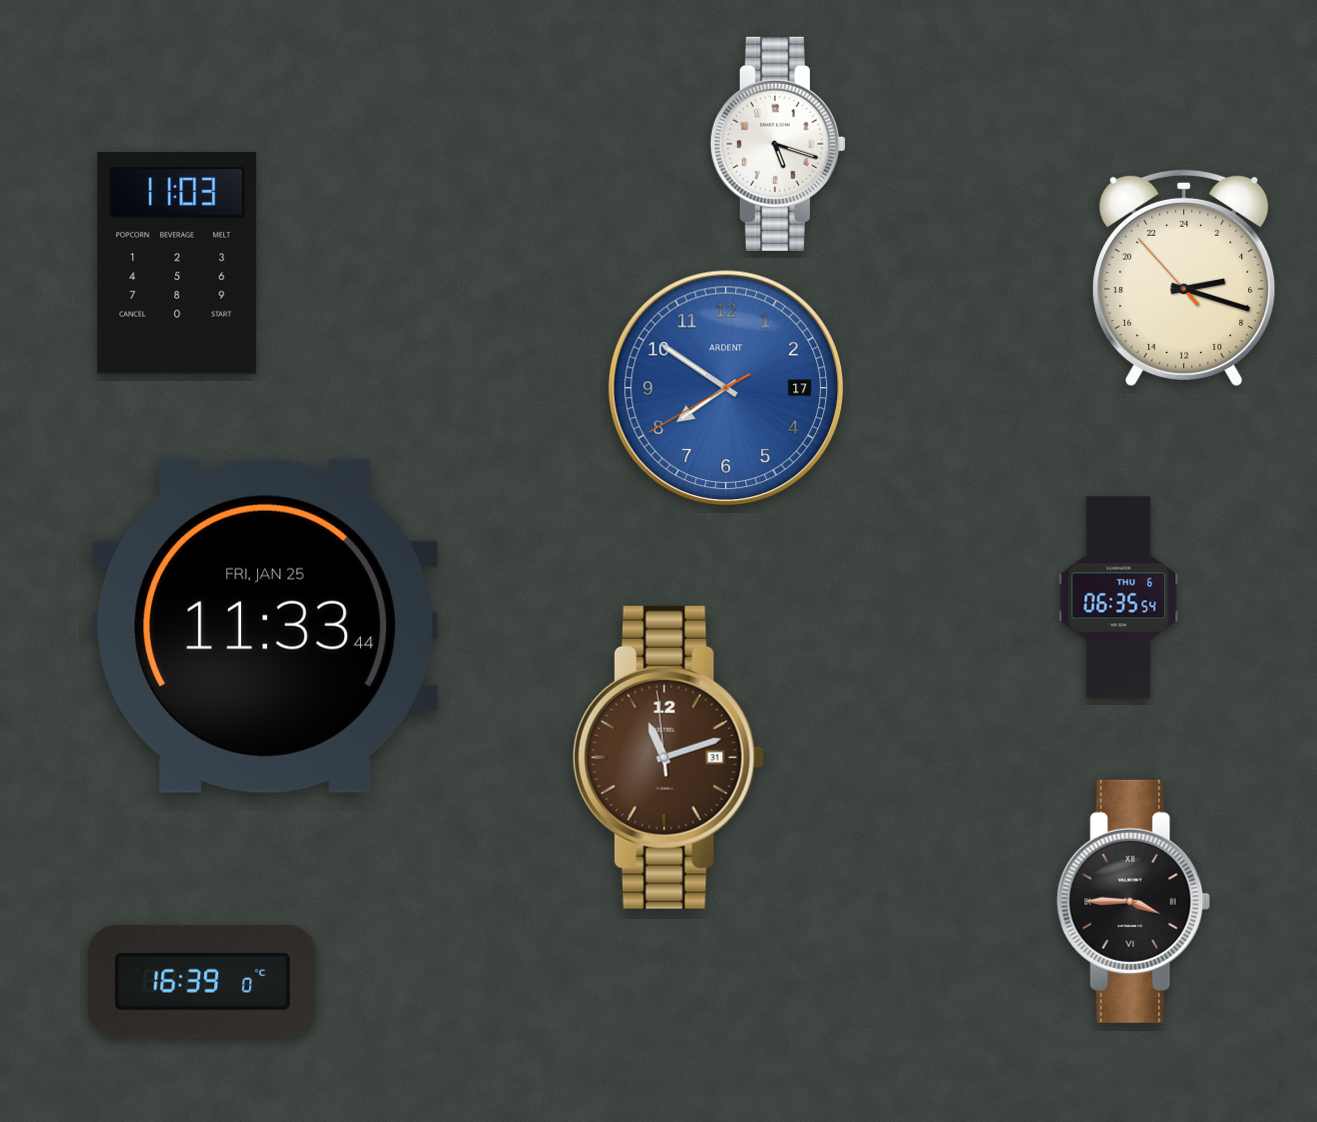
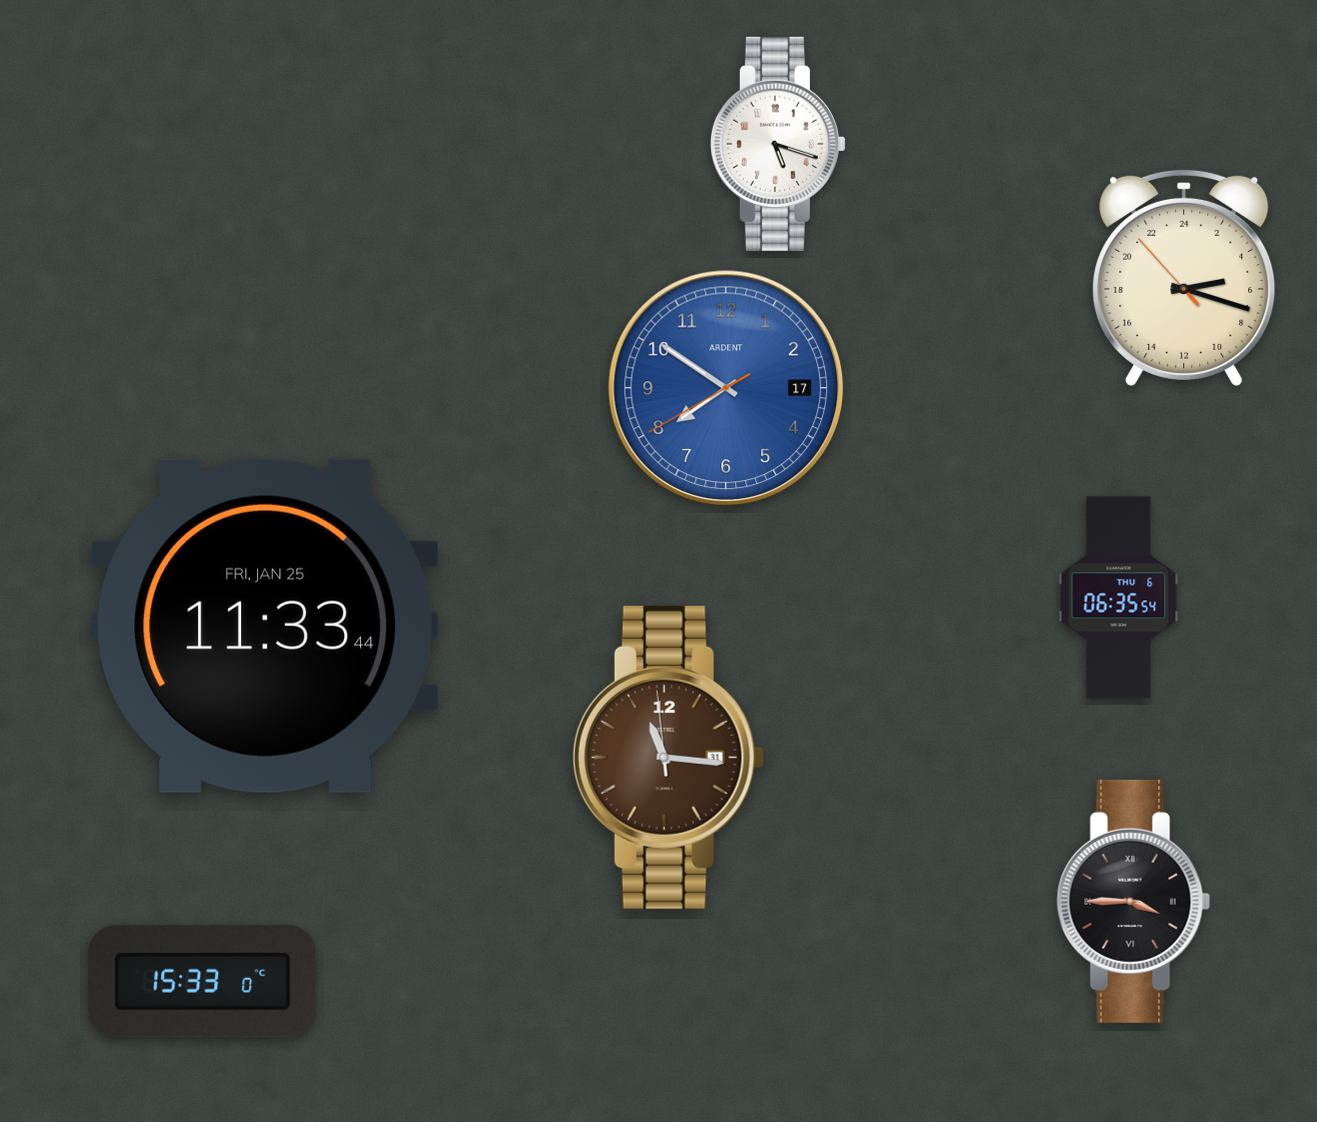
clock at (177, 263): 11:03 -> none
clock at (668, 757): 11:11 -> 11:15
clock at (203, 981): 16:39 -> 15:33
